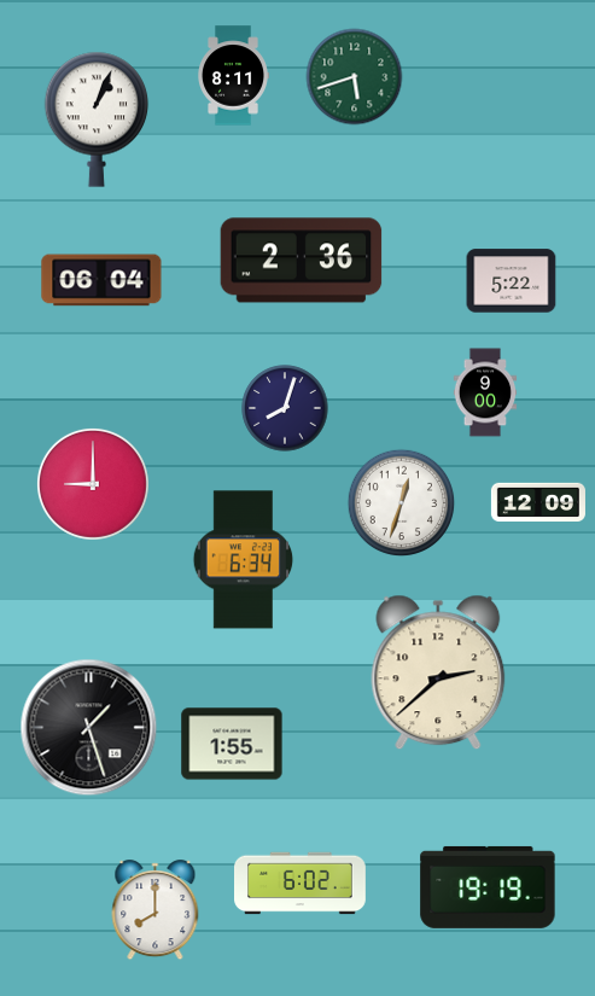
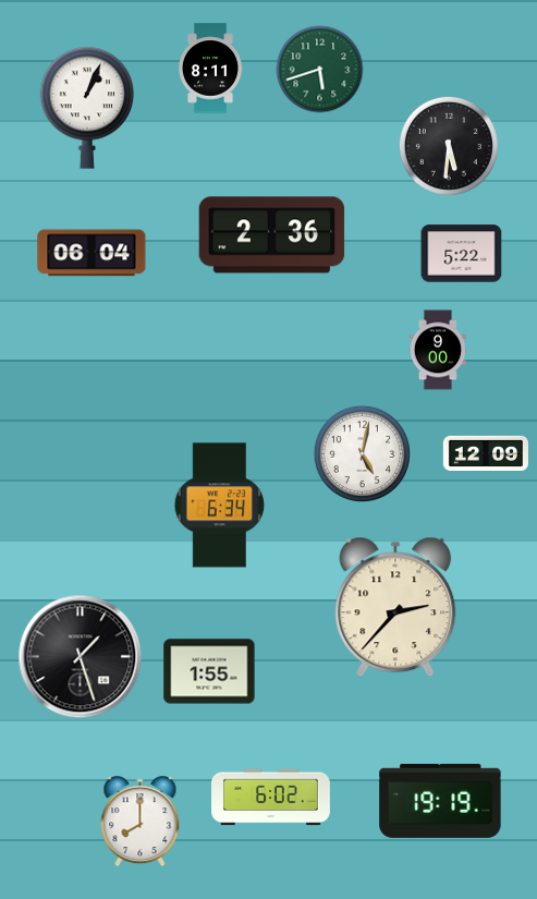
clock at (449, 146): none -> 5:31
clock at (485, 392) position: (485, 392) -> (438, 350)
clock at (285, 408): 8:03 -> none
clock at (93, 484): 9:00 -> none
clock at (402, 503): 12:33 -> 5:02
clock at (438, 672): 2:38 -> 2:37
